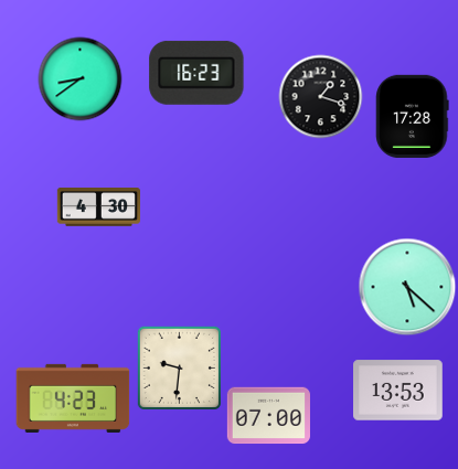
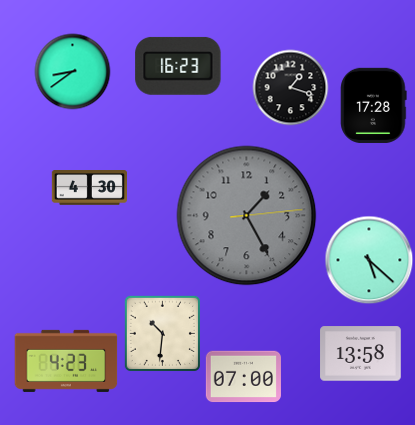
clock at (247, 216): none -> 1:25
clock at (179, 367): 9:31 -> 10:31
clock at (398, 391): 13:53 -> 13:58
